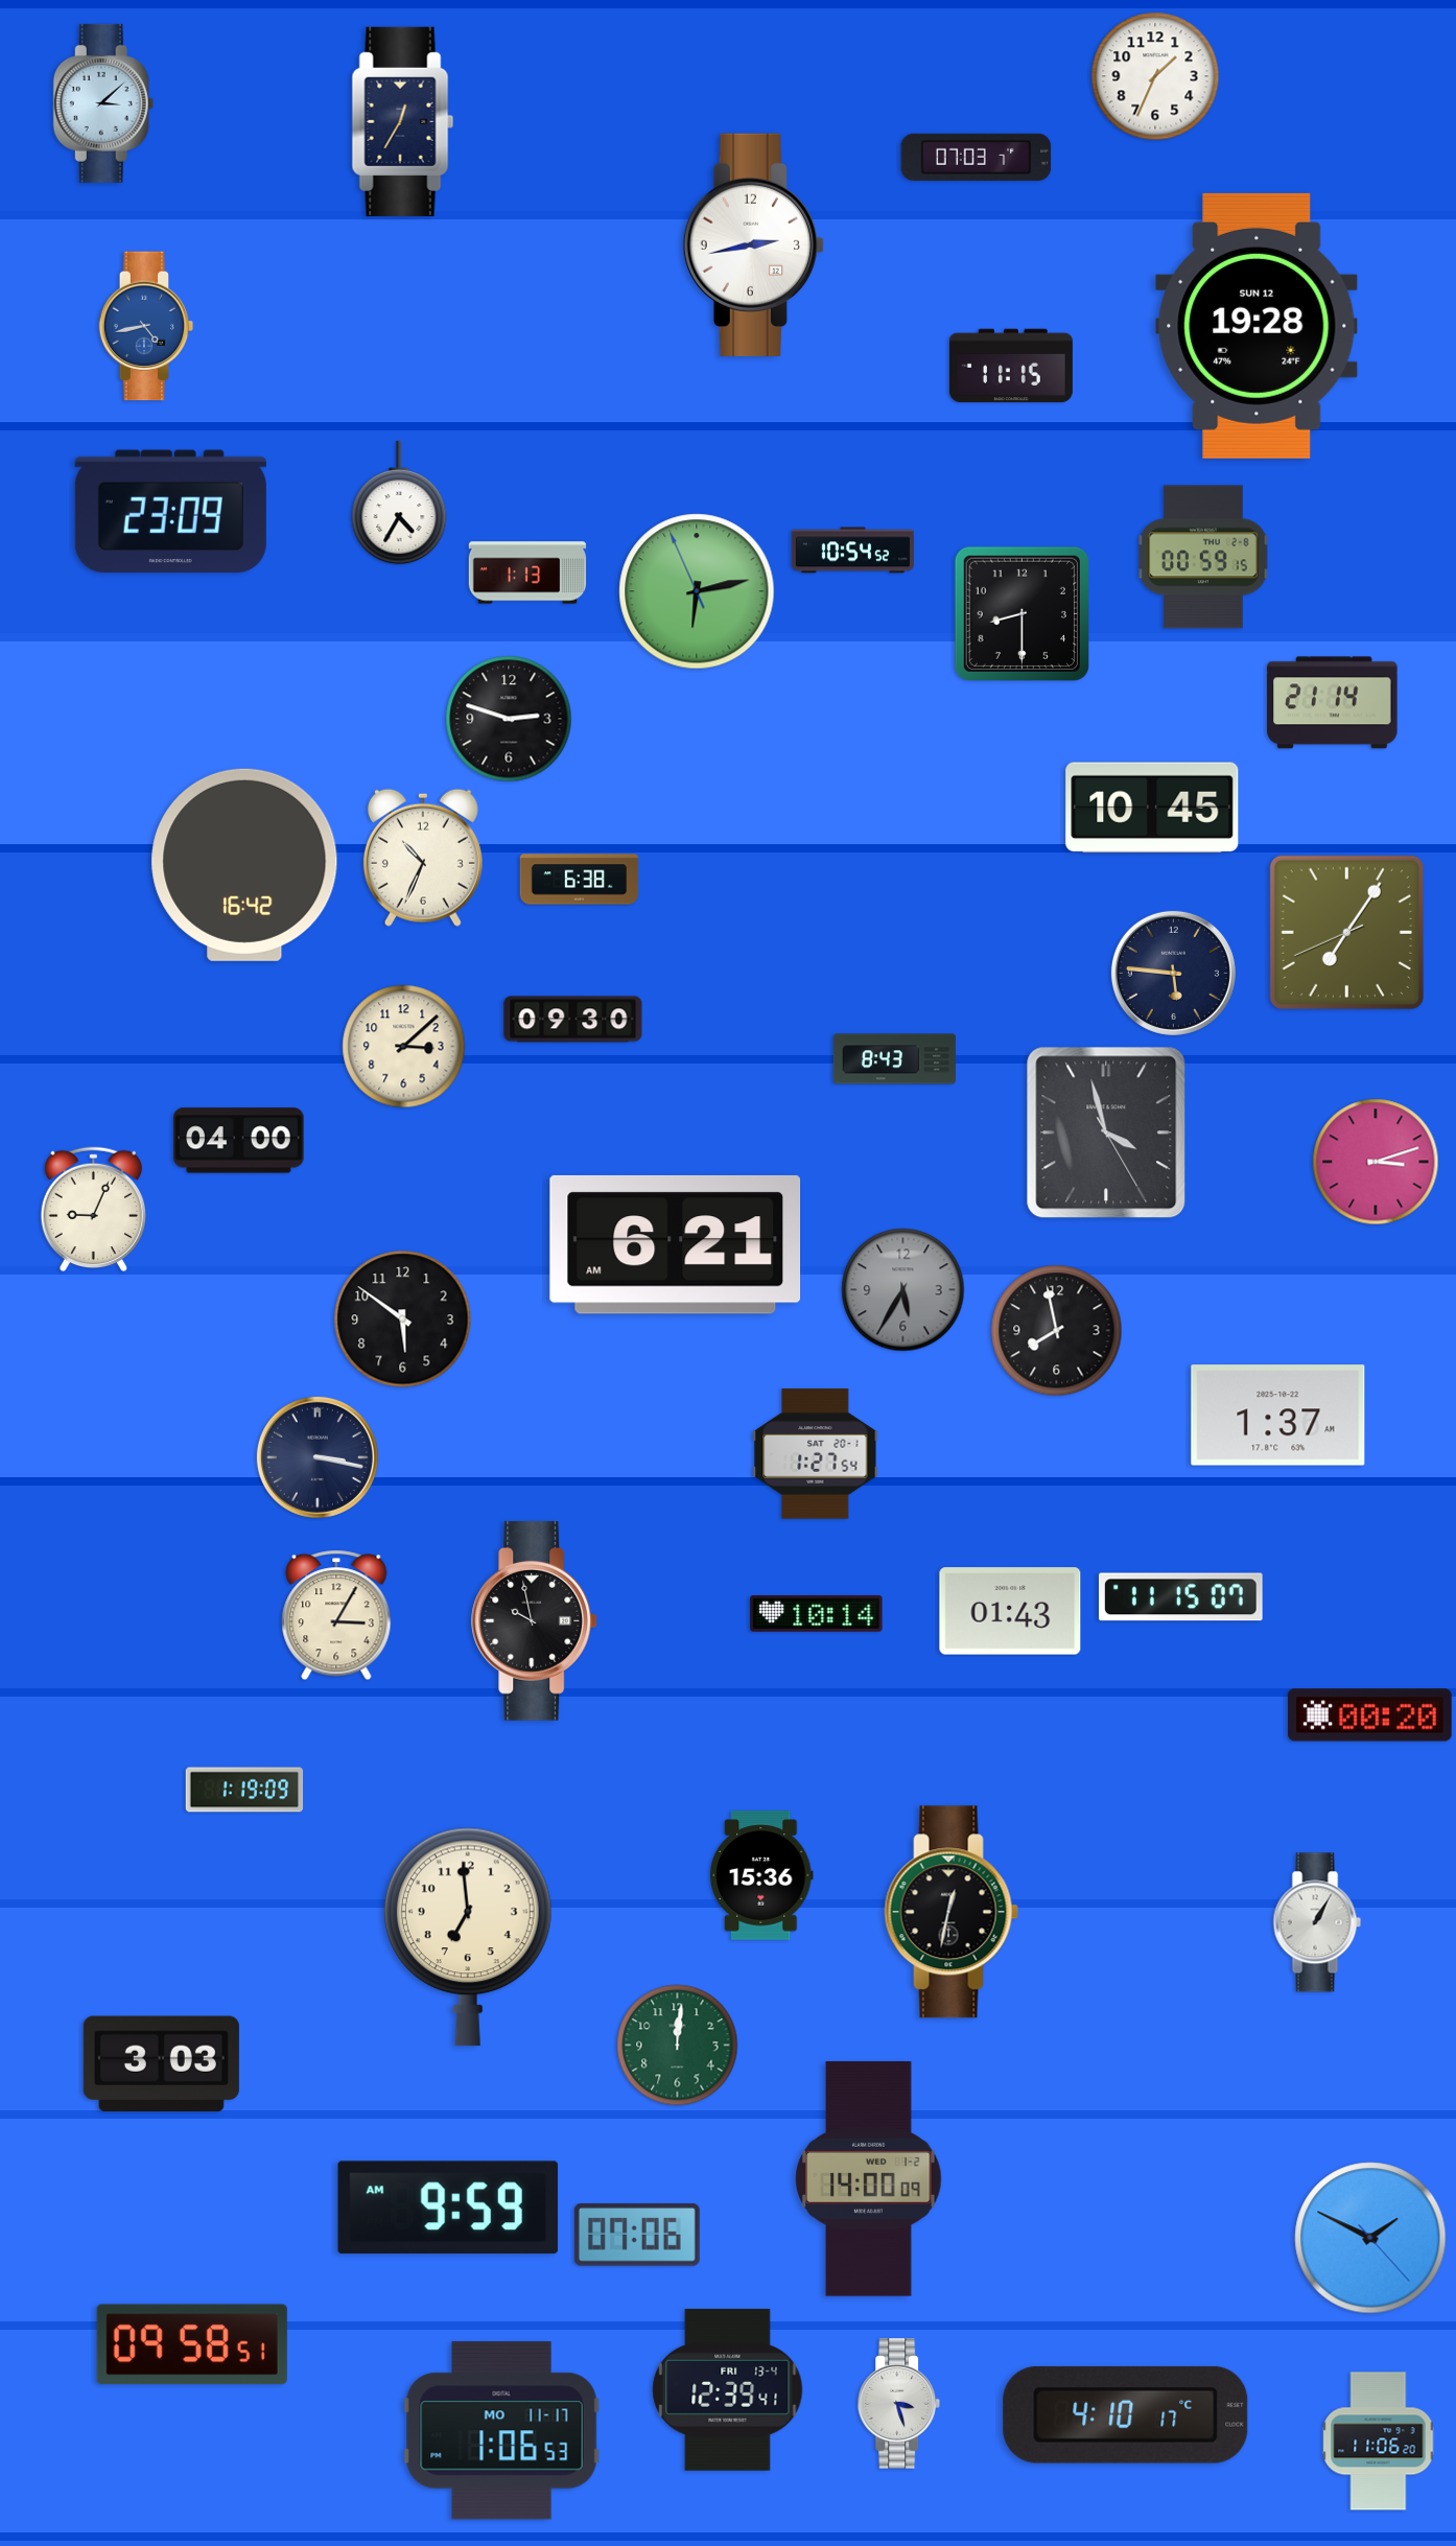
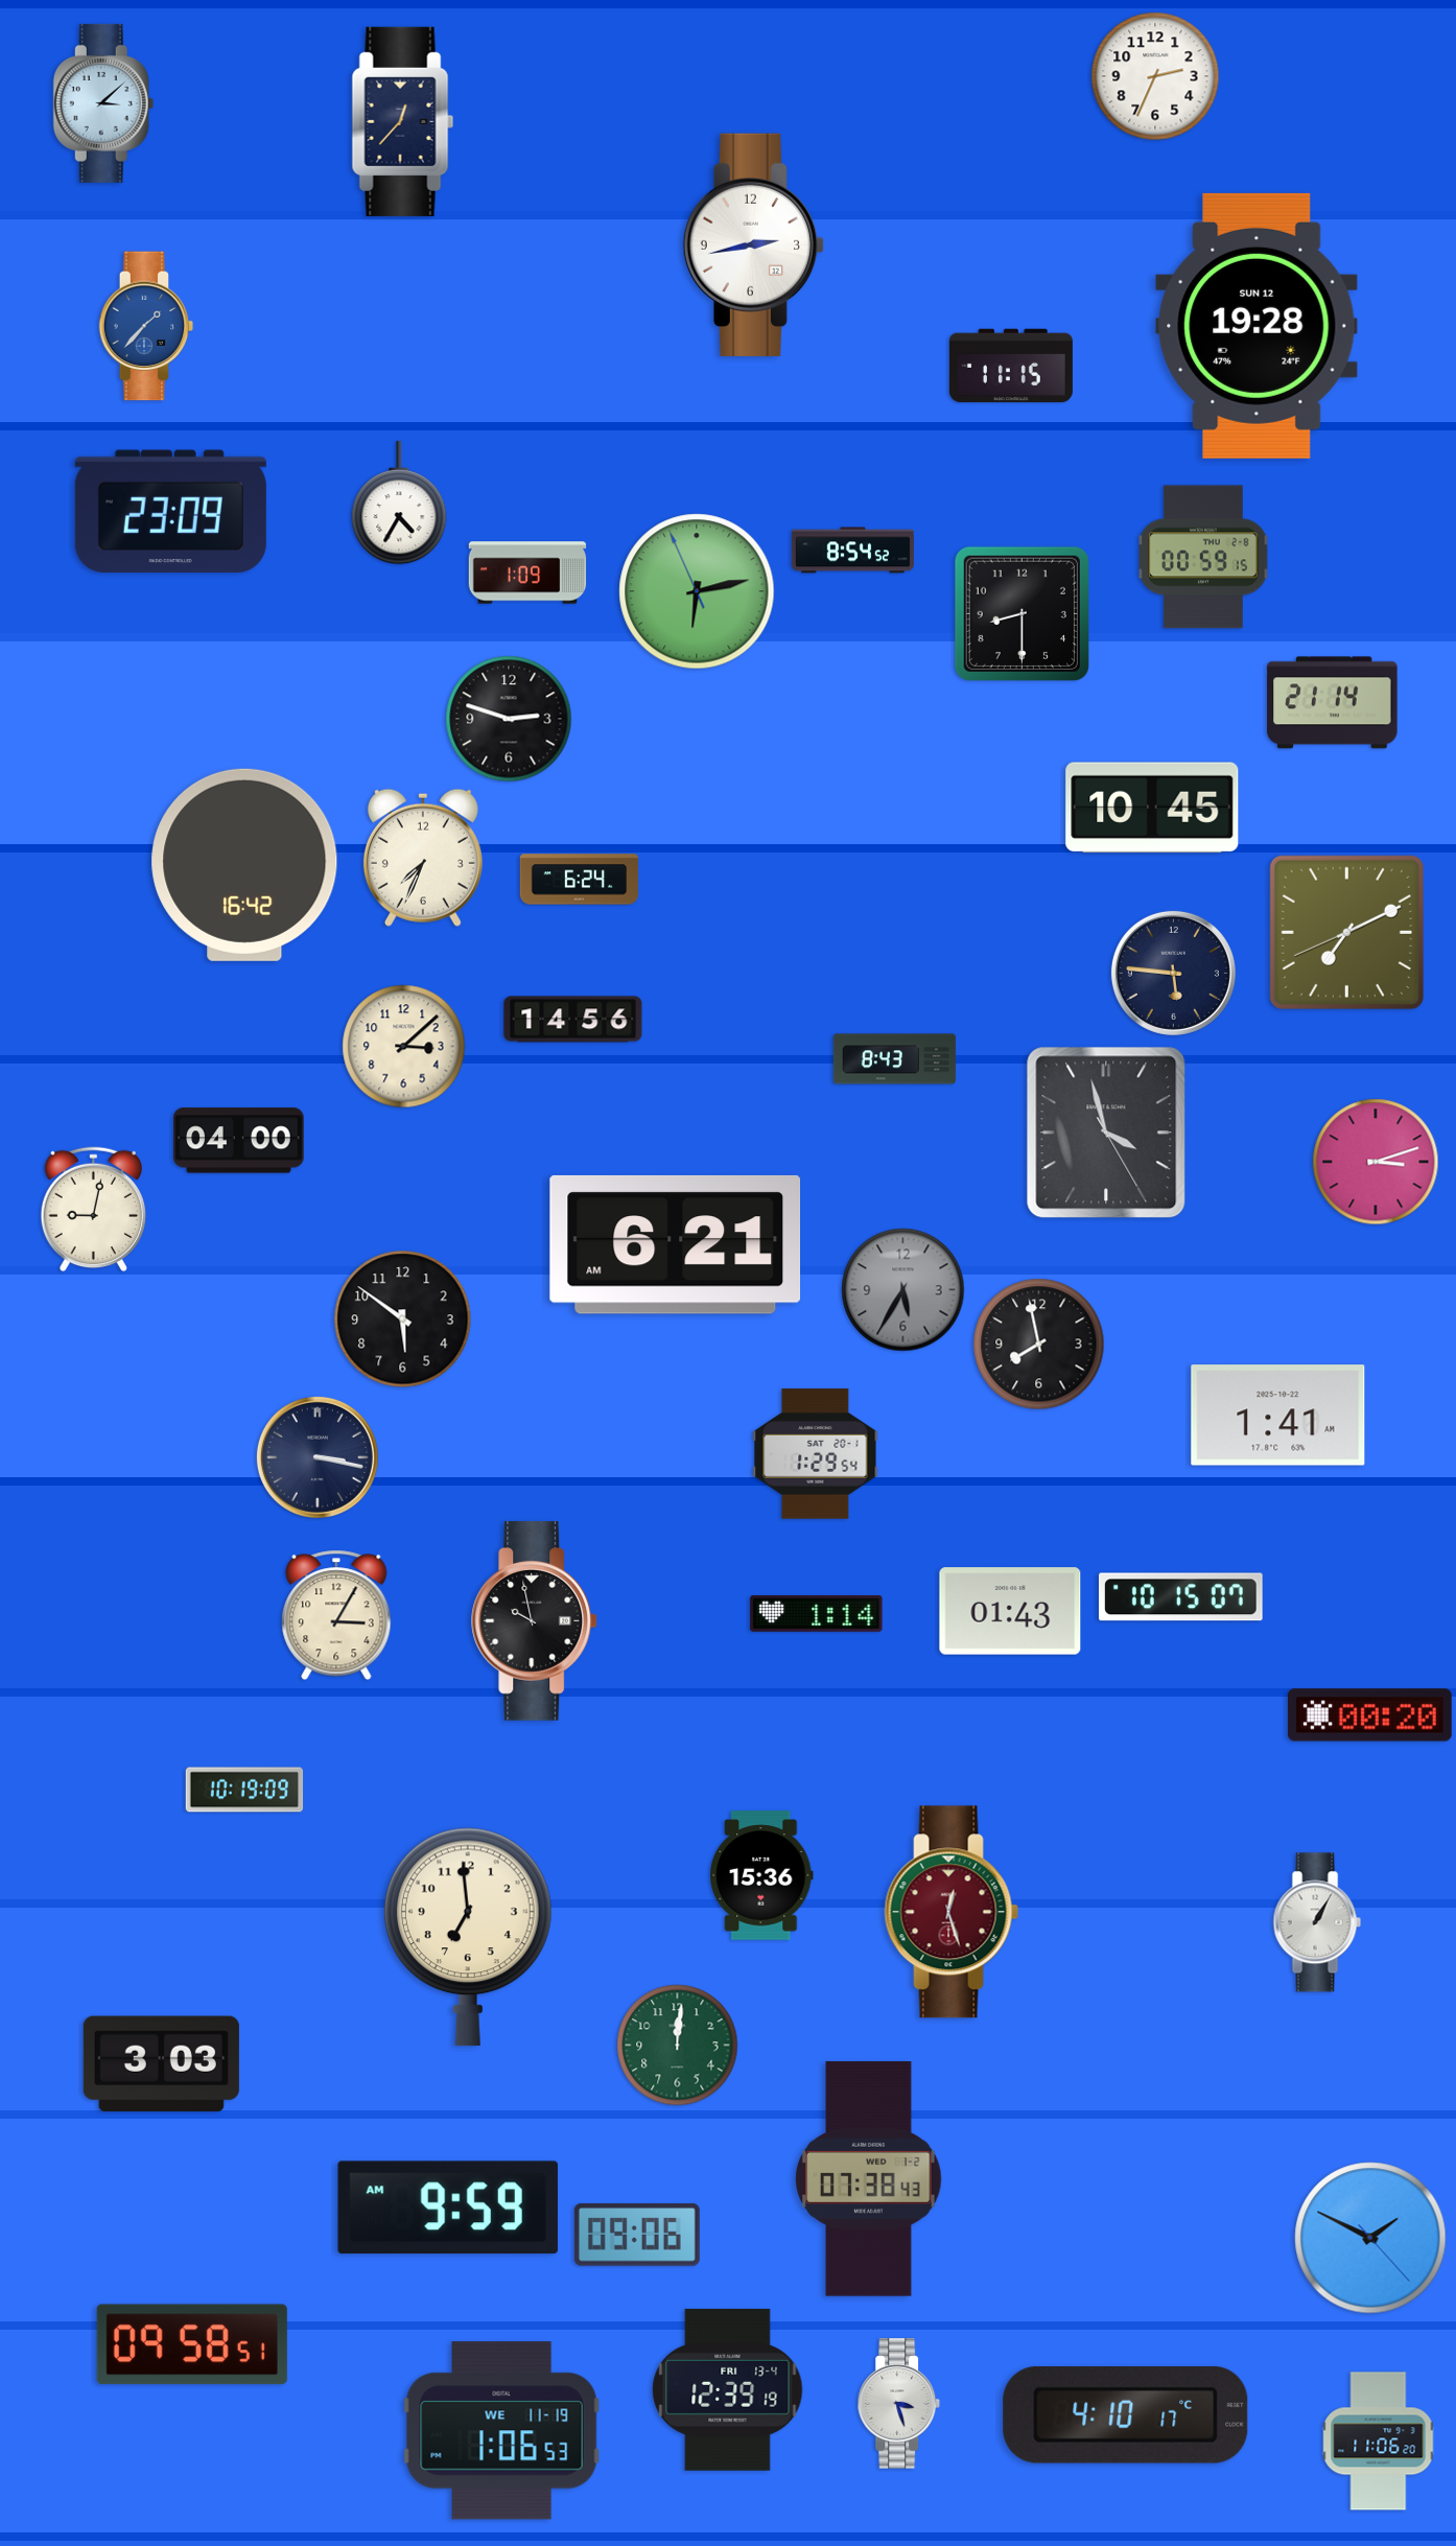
clock at (1155, 76): 1:34 -> 2:34
clock at (403, 121): 12:35 -> 12:37
clock at (977, 157): 07:03 -> none
clock at (146, 326): 4:43 -> 1:37
clock at (852, 551): 10:54 -> 8:54
clock at (527, 573): 1:13 -> 1:09
clock at (423, 858): 10:34 -> 7:34
clock at (580, 880): 6:38 -> 6:24
clock at (1346, 932): 7:05 -> 7:10
clock at (573, 1020): 09:30 -> 14:56
clock at (93, 1210): 9:04 -> 9:02
clock at (1057, 1331) position: (1057, 1331) -> (1039, 1345)
clock at (1278, 1416): 1:37 -> 1:41
clock at (816, 1454): 1:27 -> 1:29
clock at (1181, 1597): 11:15 -> 10:15
clock at (817, 1613): 10:14 -> 1:14
clock at (244, 1790): 1:19 -> 10:19
clock at (952, 1912): 12:32 -> 12:27
clock at (952, 1912) dial: black -> burgundy
clock at (869, 2179): 14:00 -> 07:38
clock at (637, 2235): 07:06 -> 09:06
clock at (728, 2389): 12:39:41 -> 12:39:19
clock at (501, 2431) date: MO 11-17 -> WE 11-19
